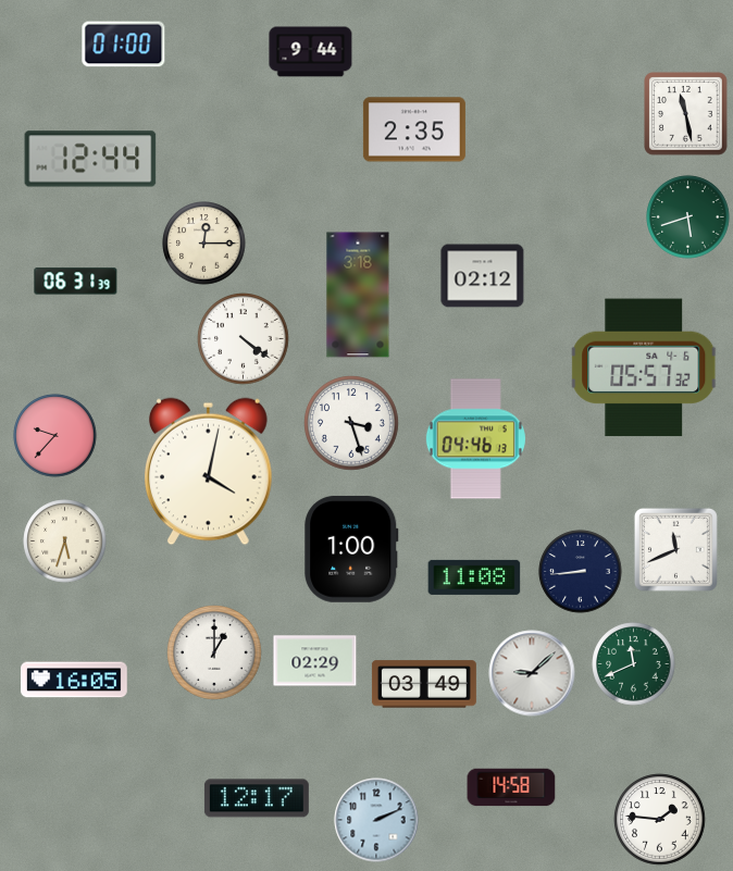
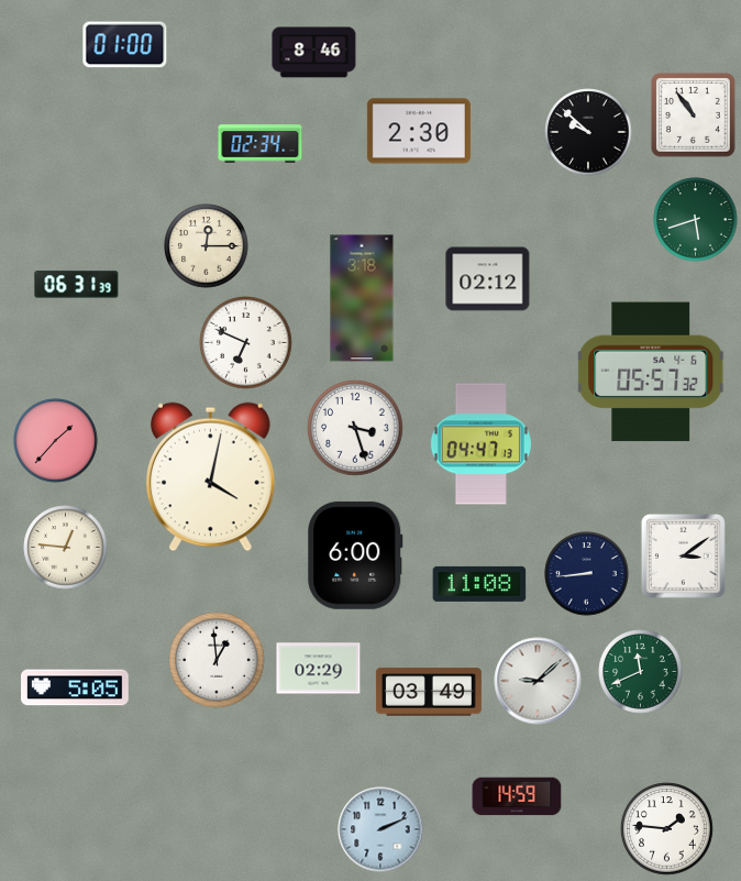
clock at (311, 52): 9:44 -> 8:46
clock at (686, 114): 11:28 -> 10:54
clock at (414, 129): 2:35 -> 2:30
clock at (588, 132): none -> 9:52
clock at (261, 144): none -> 02:34
clock at (90, 159): 12:44 -> none
clock at (244, 339): 4:21 -> 6:49
clock at (55, 436): 9:37 -> 1:37
clock at (475, 439): 04:46 -> 04:47
clock at (65, 542): 5:33 -> 12:46
clock at (351, 549): 1:00 -> 6:00
clock at (675, 549): 11:41 -> 3:09
clock at (581, 572) position: (581, 572) -> (587, 574)
clock at (214, 652): 1:00 -> 12:59
clock at (75, 680): 16:05 -> 5:05
clock at (511, 787): 14:58 -> 14:59
clock at (257, 798): 12:17 -> none
